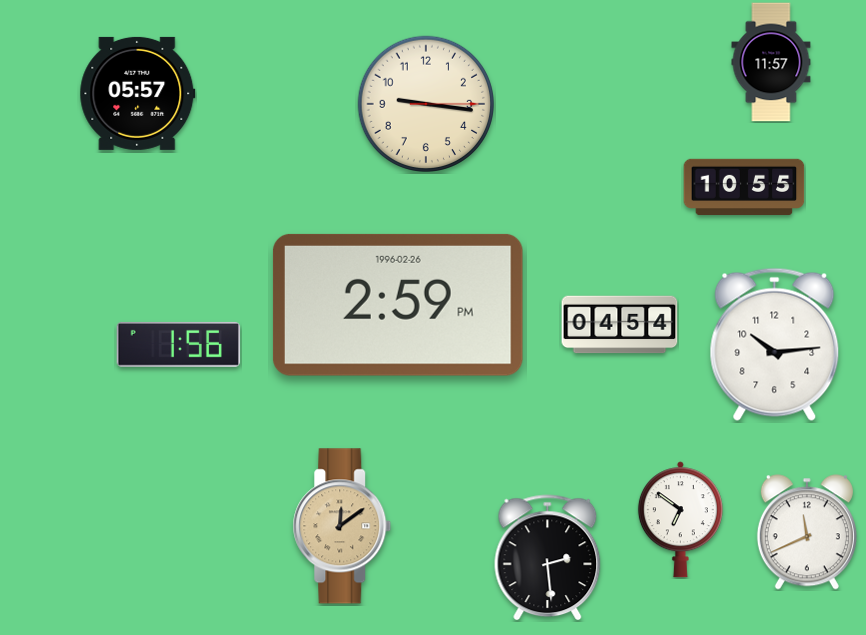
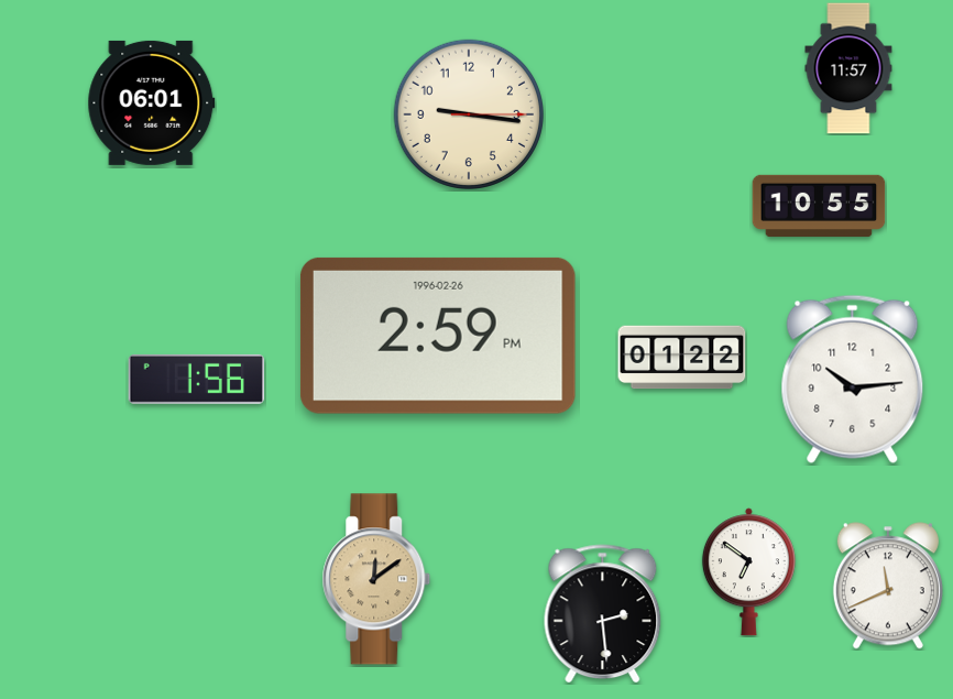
clock at (138, 93): 05:57 -> 06:01
clock at (620, 325): 04:54 -> 01:22
